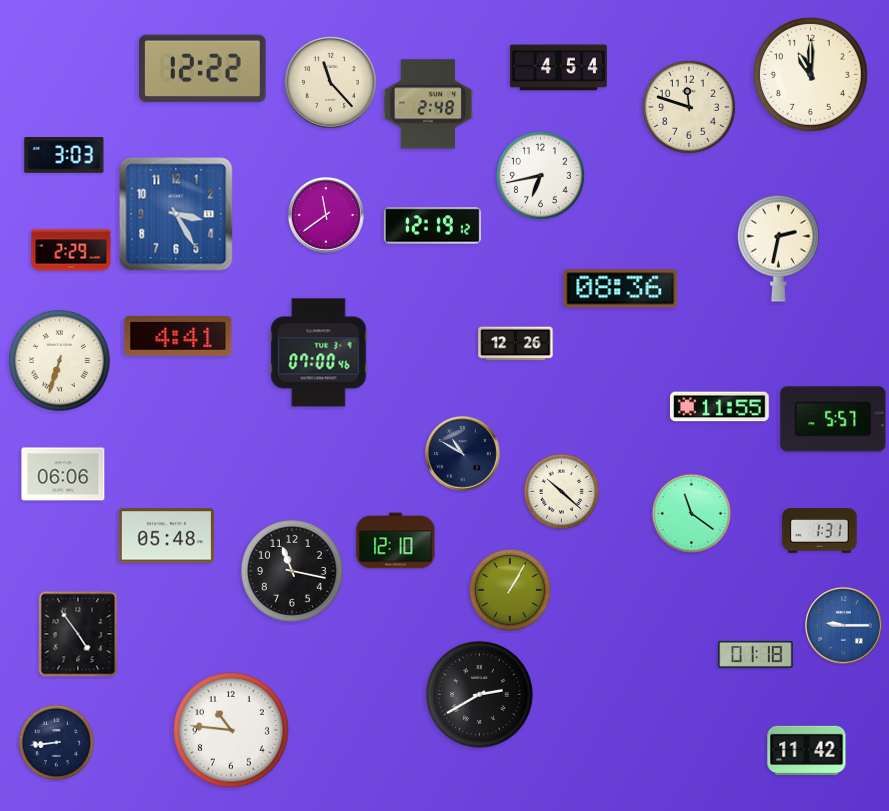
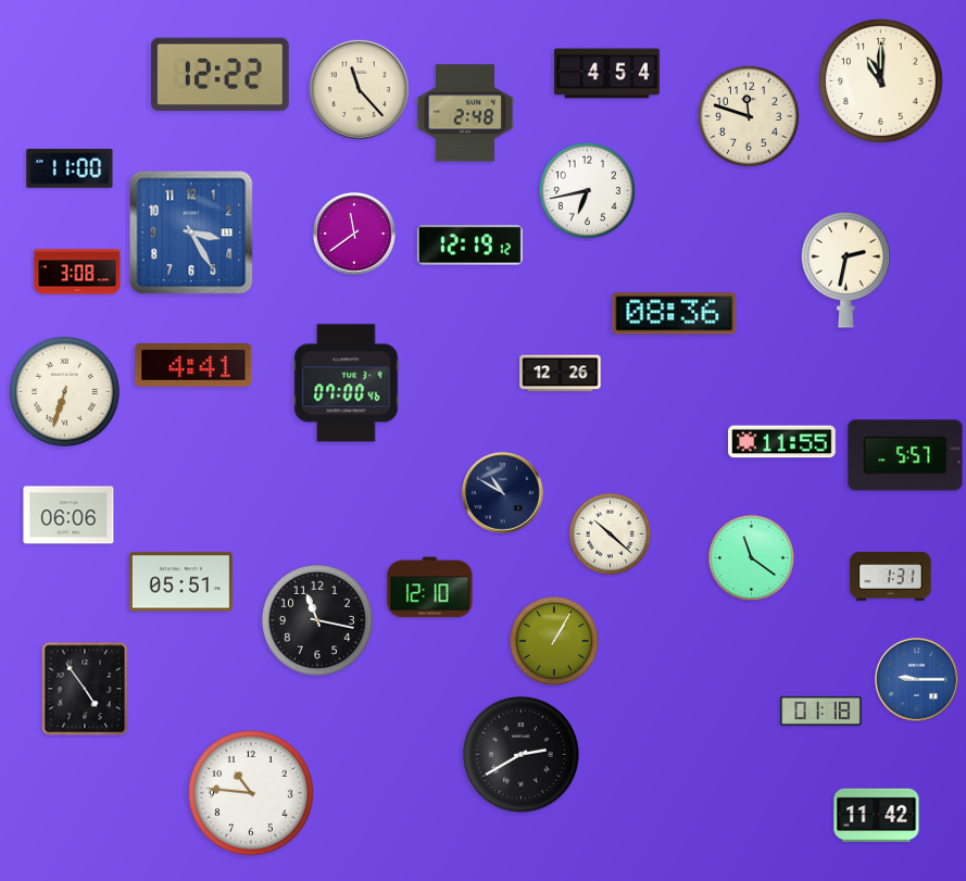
clock at (64, 156): 3:03 -> 11:00
clock at (71, 250): 2:29 -> 3:08
clock at (166, 536): 05:48 -> 05:51
clock at (56, 742): 8:44 -> none
